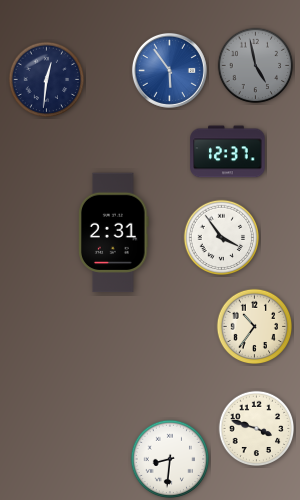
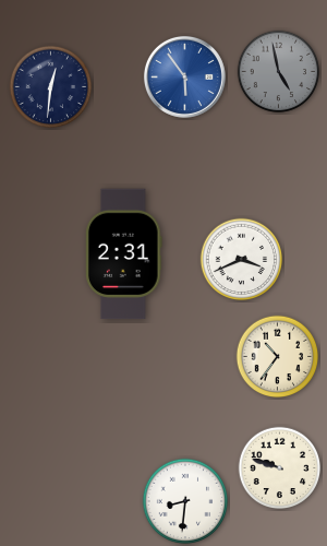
clock at (228, 152): 12:37 -> none
clock at (222, 238): 3:54 -> 3:41
clock at (257, 429): 3:48 -> 9:48
